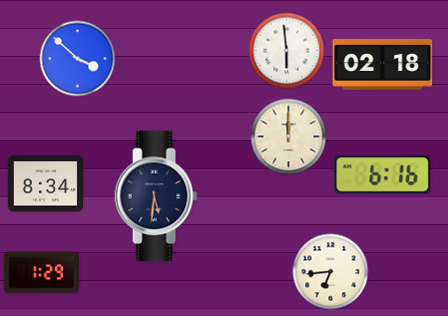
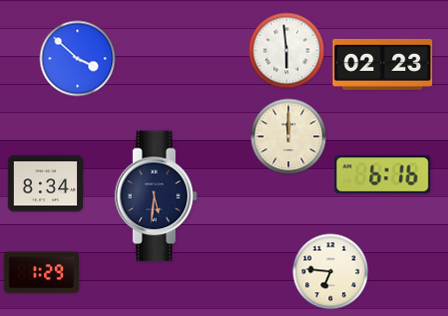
clock at (383, 64): 02:18 -> 02:23
clock at (331, 272): 6:44 -> 6:46
